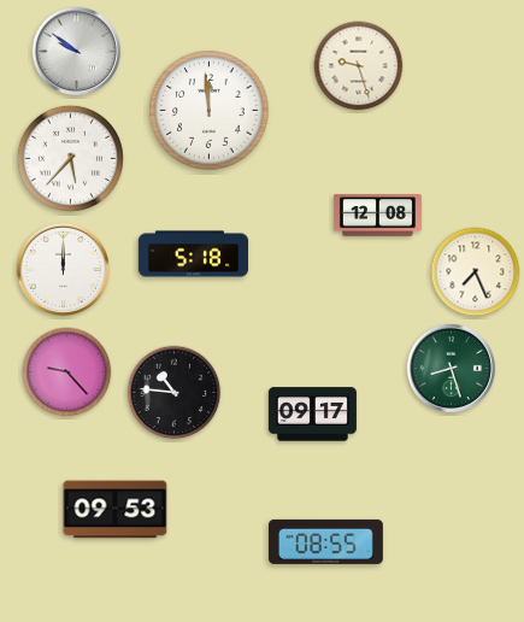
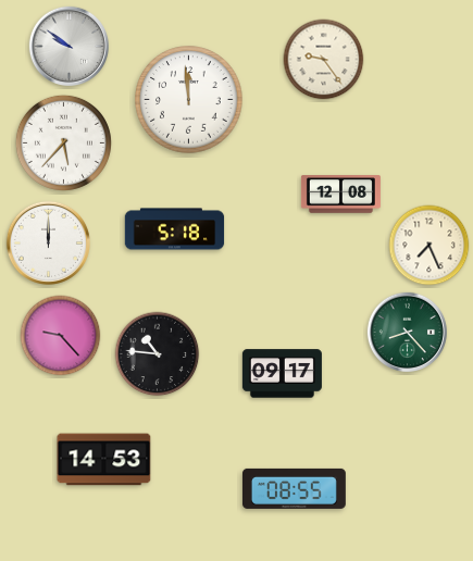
clock at (359, 66): 9:27 -> 9:24
clock at (63, 269) position: (63, 269) -> (48, 242)
clock at (451, 368): 8:27 -> 8:23
clock at (116, 510): 09:53 -> 14:53
